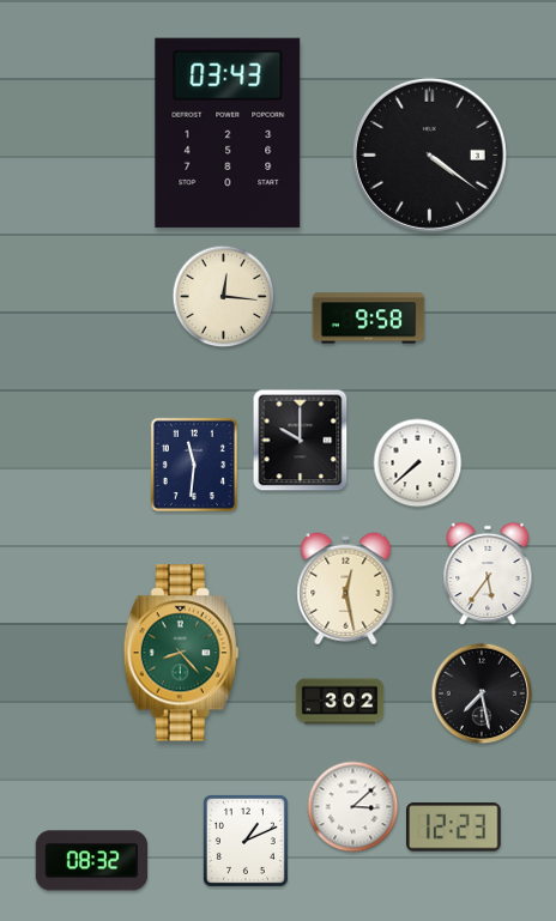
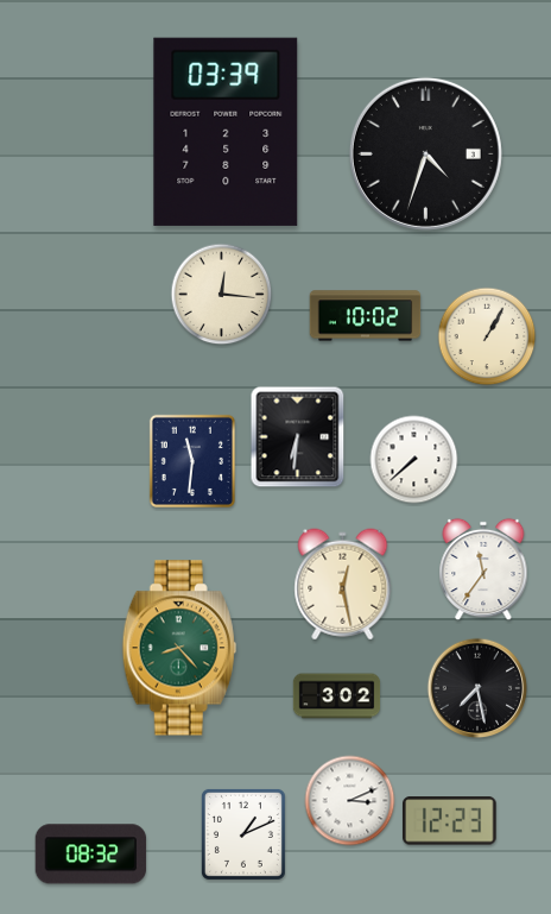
clock at (228, 133): 03:43 -> 03:39
clock at (429, 154): 4:21 -> 4:33
clock at (369, 319): 9:58 -> 10:02
clock at (487, 336): none -> 1:05
clock at (301, 441): 10:00 -> 6:31
clock at (488, 574): 5:36 -> 11:36
clock at (353, 807): 3:08 -> 3:11
